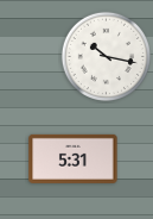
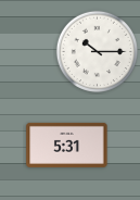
clock at (106, 56): 10:17 -> 10:15
